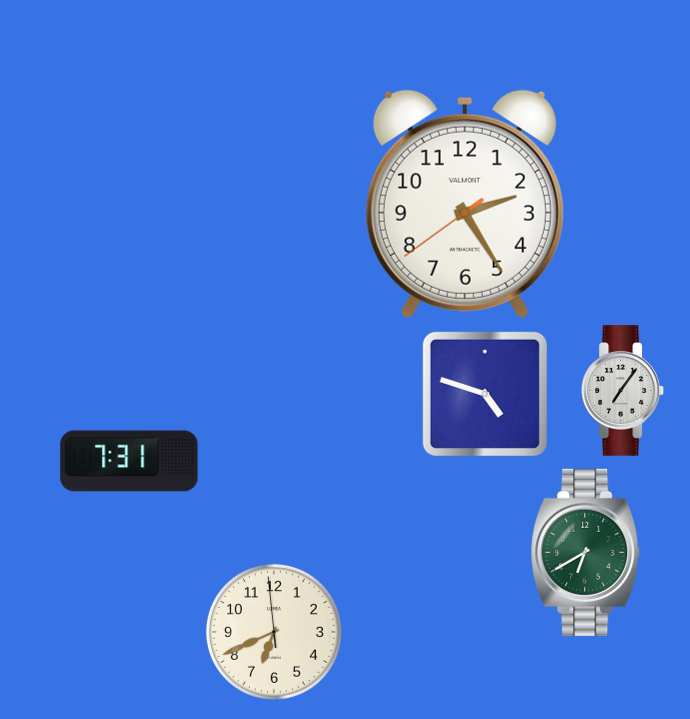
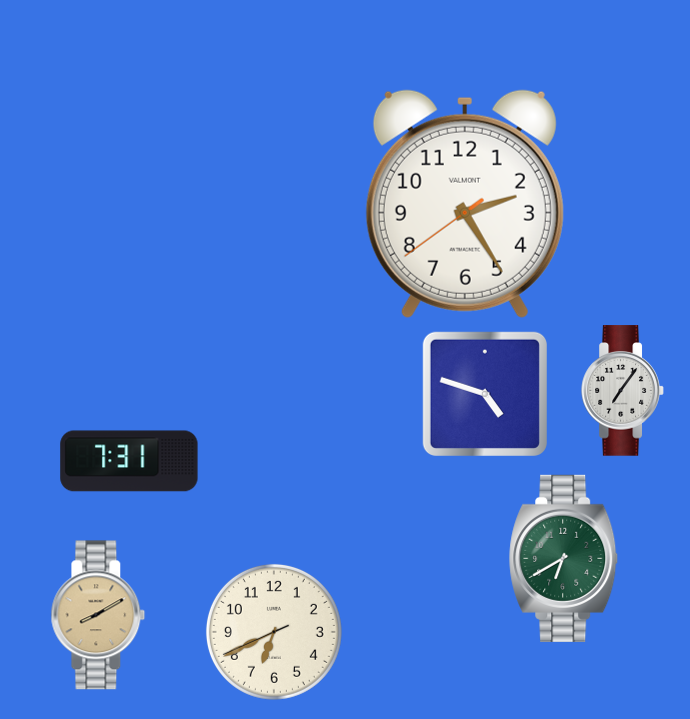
clock at (586, 552) position: (586, 552) -> (564, 558)
clock at (98, 615): none -> 8:10
clock at (274, 632): 6:40:59 -> 6:40:41
